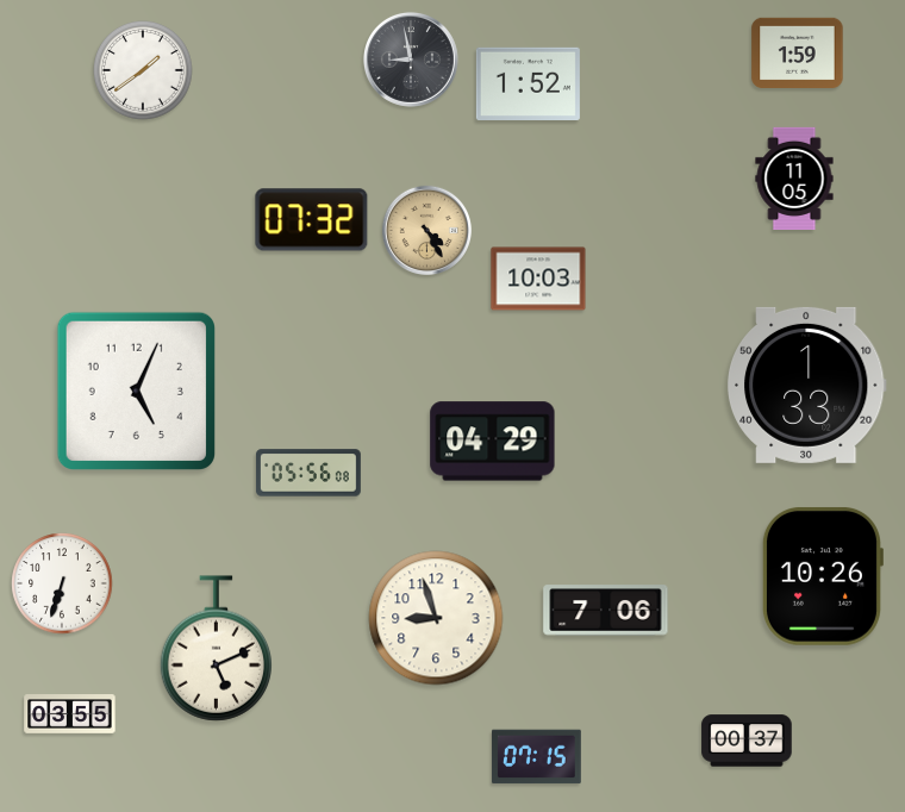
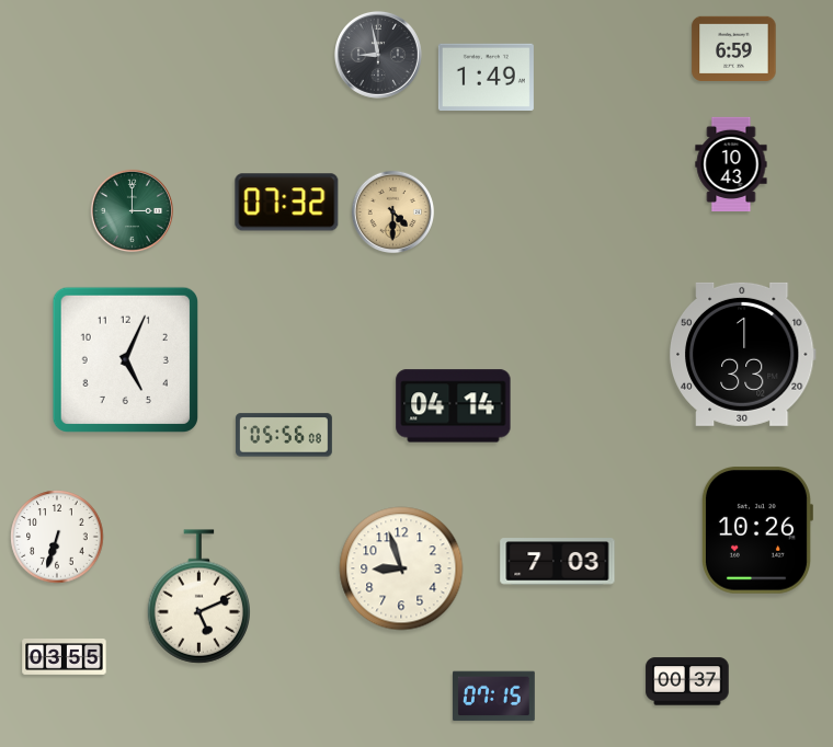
clock at (798, 52): 1:59 -> 6:59
clock at (144, 71): 1:39 -> none
clock at (528, 83): 1:52 -> 1:49
clock at (794, 179): 11:05 -> 10:43
clock at (132, 210): none -> 3:00
clock at (426, 230): 4:25 -> 4:30
clock at (538, 279): 10:03 -> none
clock at (493, 442): 04:29 -> 04:14
clock at (606, 611): 7:06 -> 7:03
